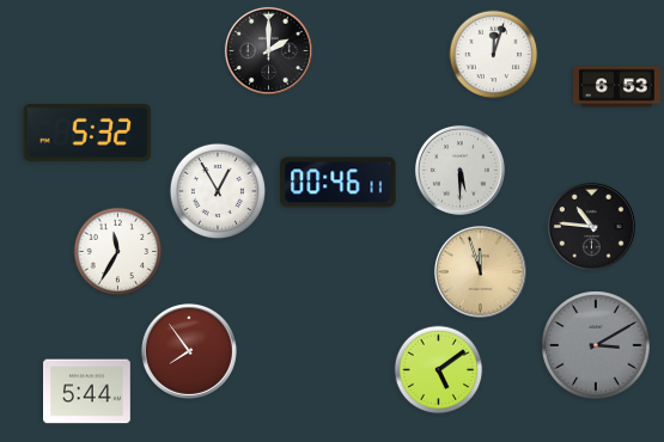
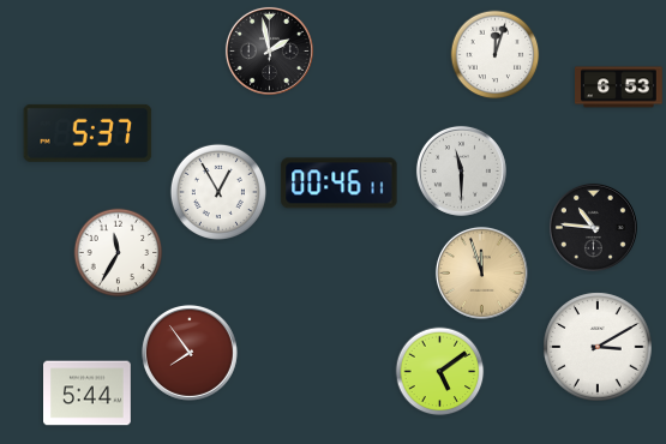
clock at (268, 50): 2:00 -> 1:58
clock at (87, 133): 5:32 -> 5:37
clock at (459, 170): 5:30 -> 11:30
clock at (596, 345) dial: grey -> white
